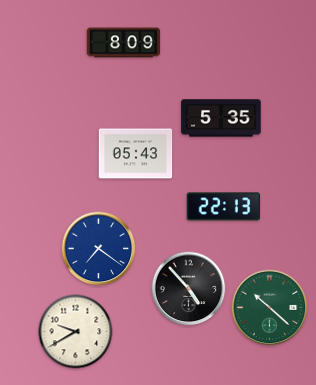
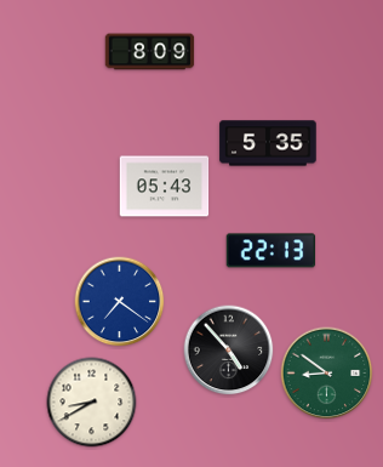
clock at (270, 308): 10:22 -> 8:51
clock at (76, 332): 9:40 -> 8:40
